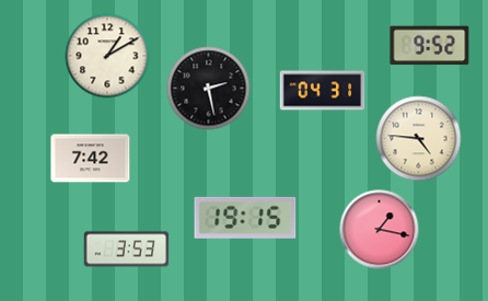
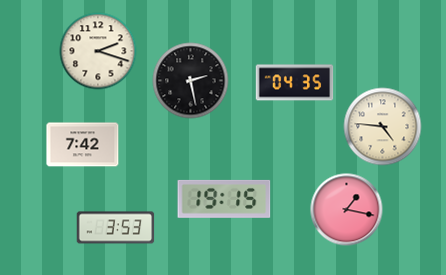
clock at (430, 46): 9:52 -> none
clock at (107, 56): 1:10 -> 2:18
clock at (323, 91): 04:31 -> 04:35
